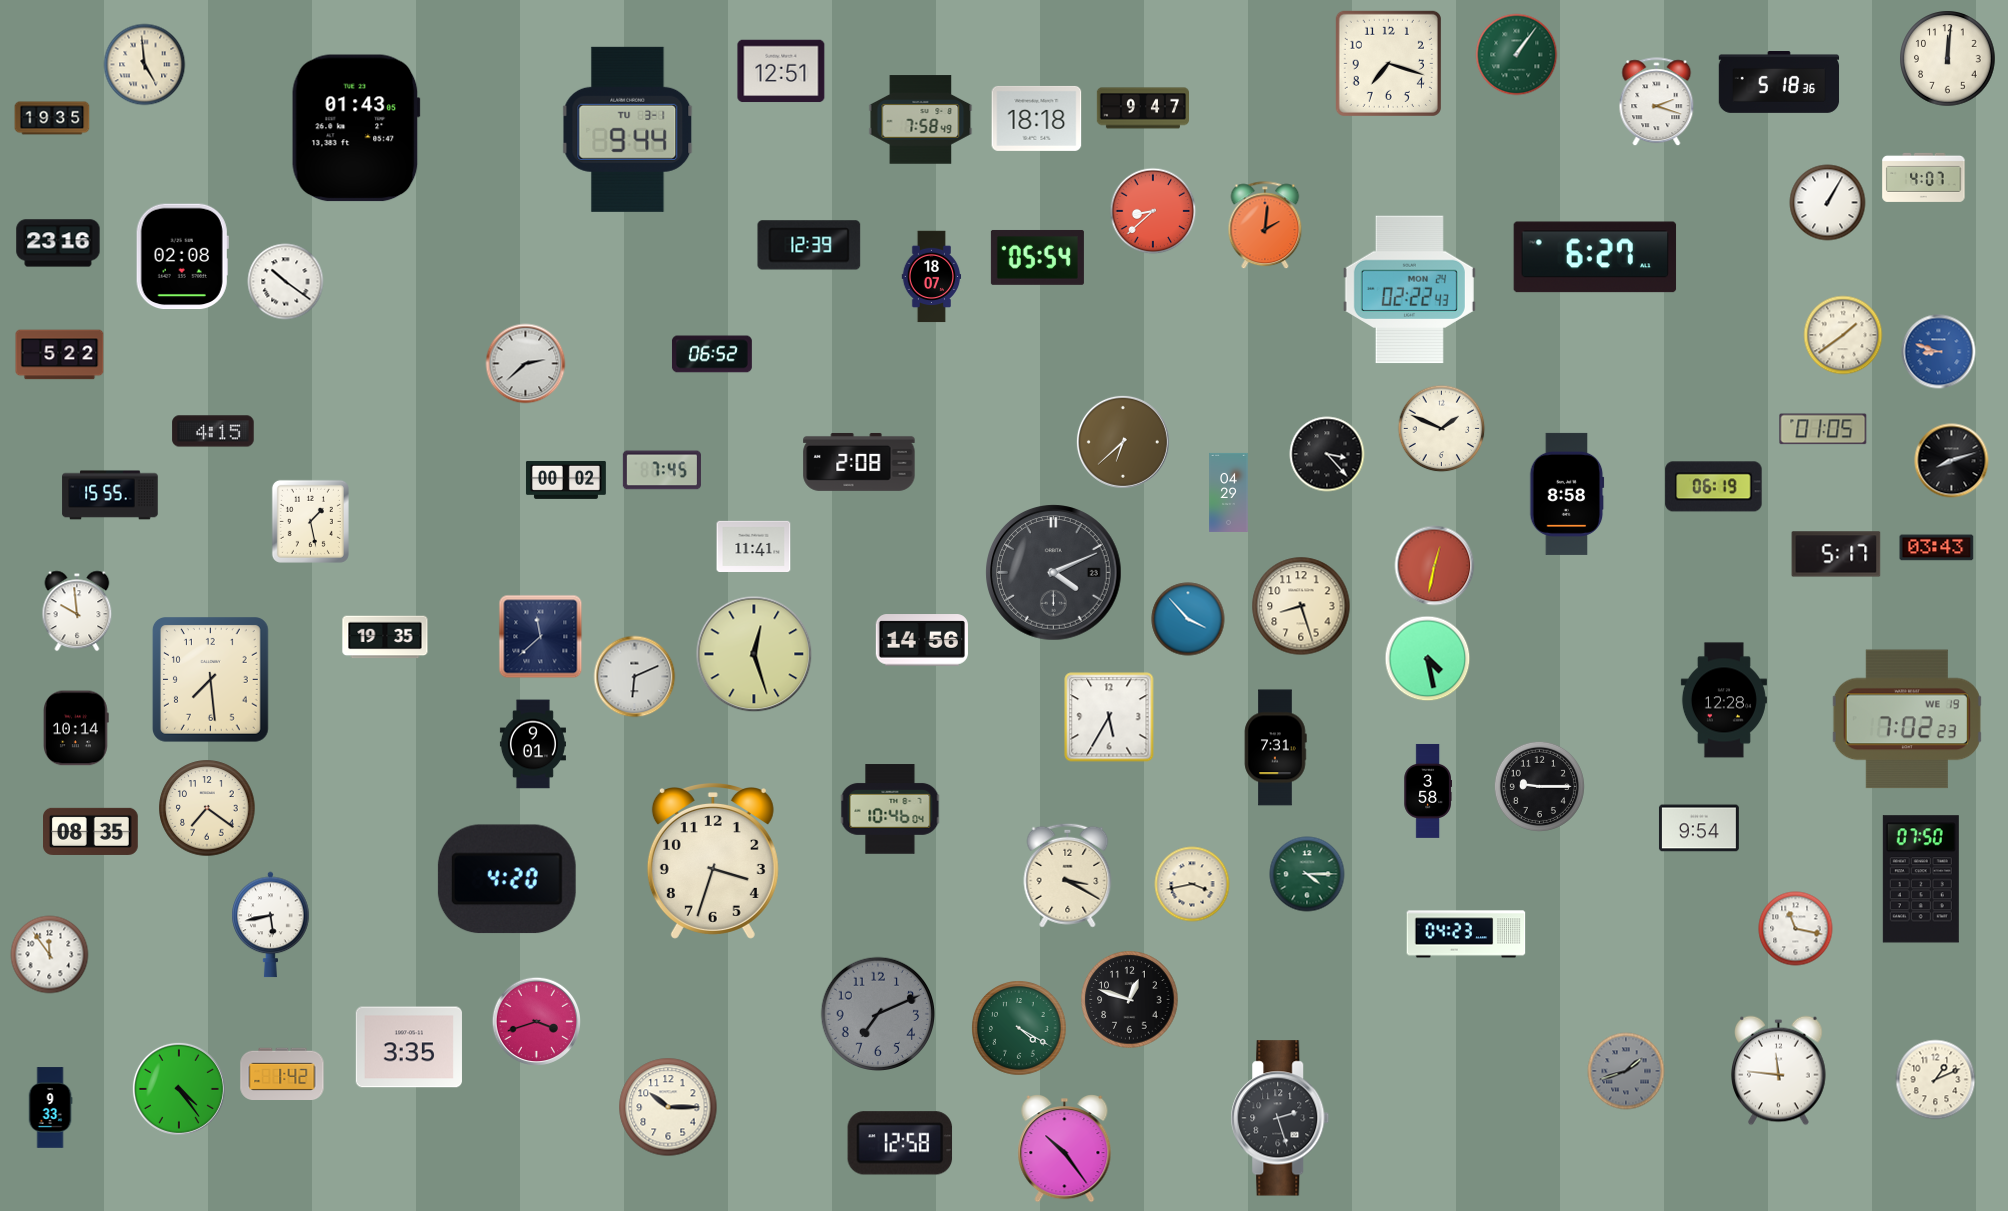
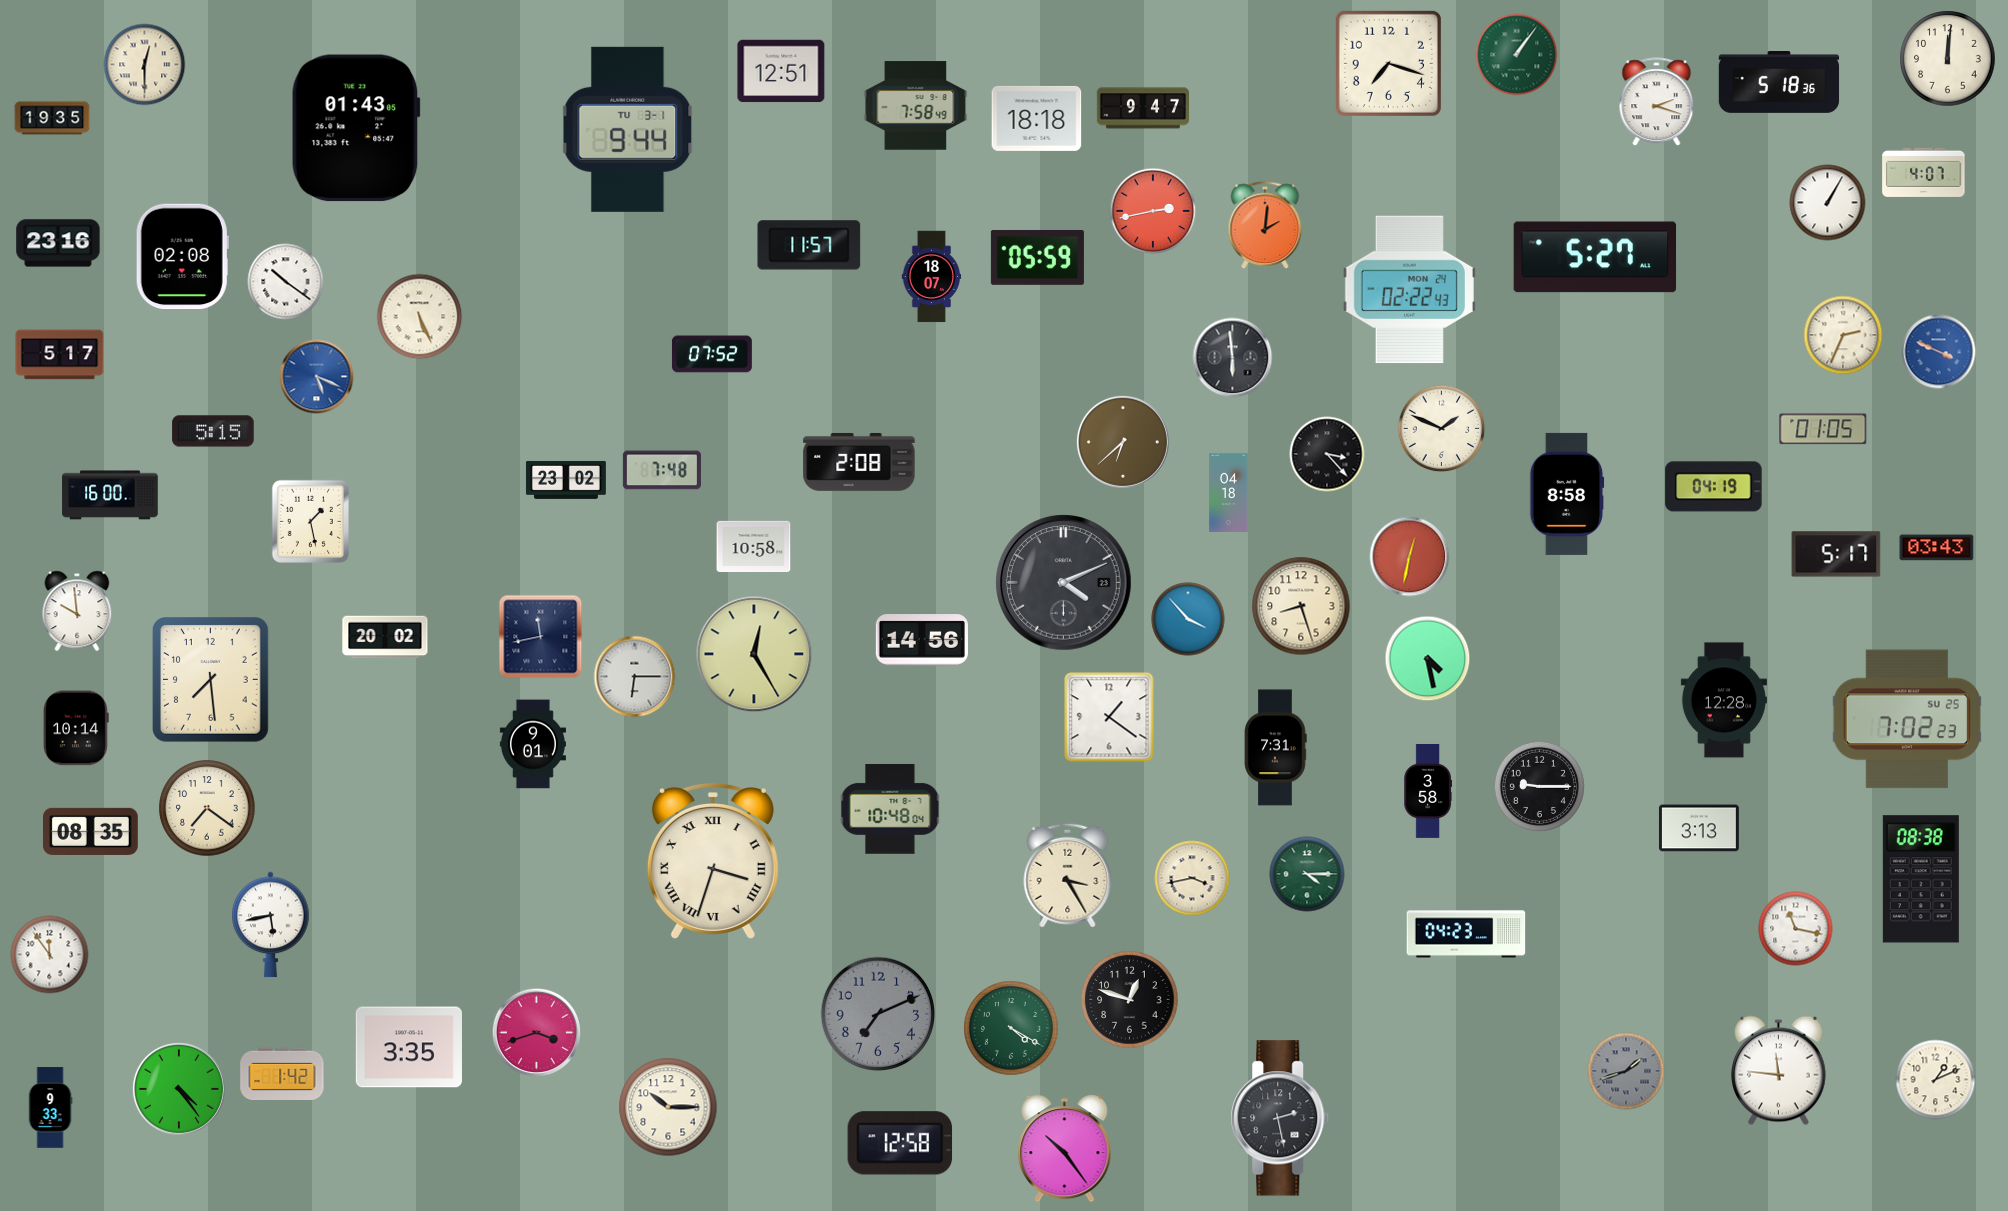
clock at (145, 65): 4:59 -> 12:30
clock at (921, 120) position: (921, 120) -> (916, 106)
clock at (1924, 177) position: (1924, 177) -> (1924, 172)
clock at (1153, 211): 8:38 -> 2:43
clock at (809, 245): 12:39 -> 11:57
clock at (1037, 257): 05:54 -> 05:59
clock at (1595, 257): 6:27 -> 5:27
clock at (420, 317): none -> 5:26
clock at (1843, 335): 1:39 -> 2:34
clock at (1939, 352): 8:48 -> 3:49
clock at (712, 354): 06:52 -> 07:52
clock at (60, 355): 5:22 -> 5:17
clock at (1233, 358): none -> 5:59
clock at (526, 364): 2:38 -> none
clock at (317, 377): none -> 5:19
clock at (213, 431): 4:15 -> 5:15
clock at (1952, 461): 8:12 -> none
clock at (662, 470): 7:45 -> 7:48
clock at (566, 480): 00:02 -> 23:02
clock at (1714, 487): 06:19 -> 04:19
clock at (1229, 492): 04:29 -> 04:18
clock at (110, 495): 15:55 -> 16:00
clock at (754, 546): 11:41 -> 10:58
clock at (1435, 566) position: (1435, 566) -> (1410, 557)
clock at (1054, 573) position: (1054, 573) -> (1064, 583)
clock at (385, 637): 19:35 -> 20:02
clock at (541, 637): 11:38 -> 11:43
clock at (754, 654): 12:27 -> 12:25
clock at (635, 677): 6:11 -> 6:15
clock at (1109, 717): 5:35 -> 1:21
clock at (1907, 719) date: WE 19 -> SU 25
clock at (890, 809): 10:46 -> 10:48
clock at (1699, 828): 9:54 -> 3:13
clock at (713, 862) numerals: Arabic -> Roman
clock at (1068, 875): 3:20 -> 3:25
clock at (507, 879): 4:20 -> none
clock at (1921, 879): 07:50 -> 08:38
clock at (1192, 884) position: (1192, 884) -> (1192, 878)
clock at (536, 1021) position: (536, 1021) -> (536, 1032)
clock at (1019, 1028) position: (1019, 1028) -> (1011, 1028)
clock at (1280, 1118): 2:27 -> 2:28
